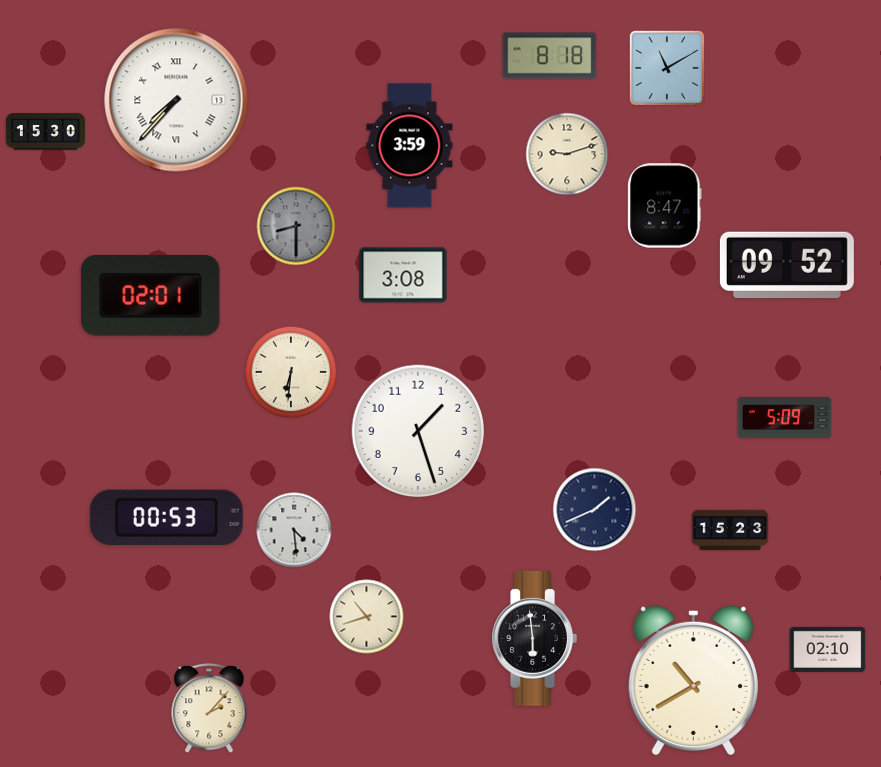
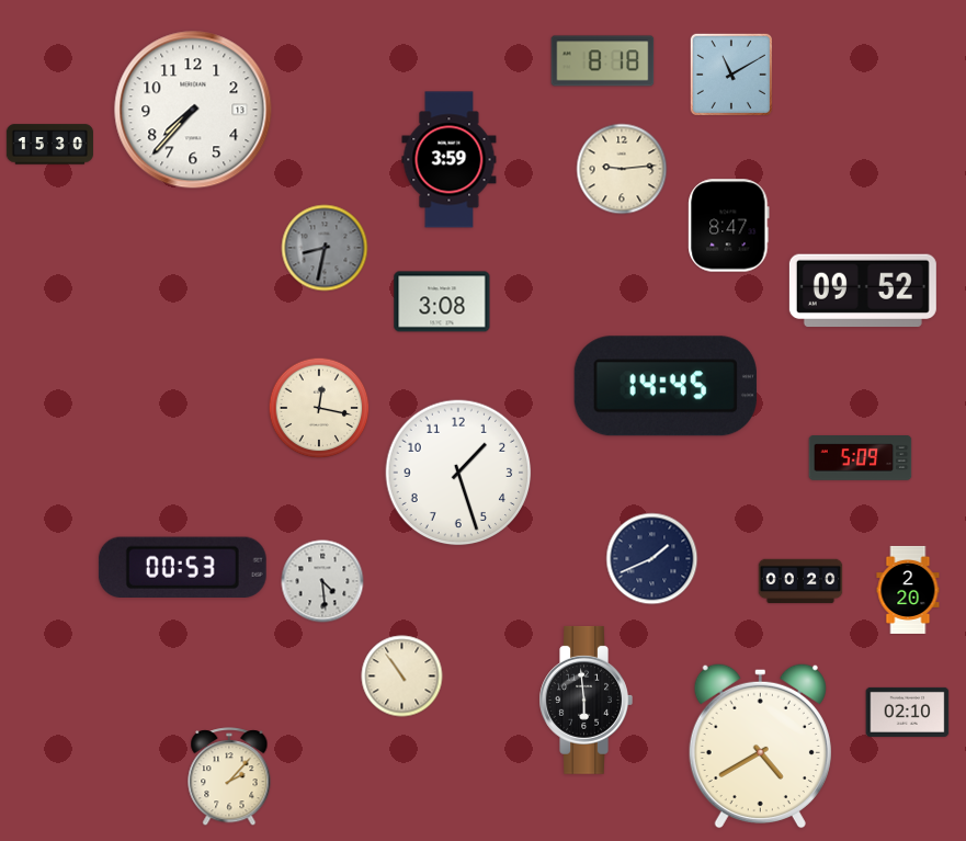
clock at (176, 100) numerals: Roman -> Arabic
clock at (567, 154): 9:12 -> 9:14
clock at (296, 226): 8:30 -> 8:32
clock at (151, 295): 02:01 -> none
clock at (666, 386): none -> 14:45
clock at (291, 372): 6:31 -> 12:17
clock at (730, 530): 15:23 -> 00:20
clock at (908, 590): none -> 2:20
clock at (367, 617): 10:42 -> 10:54
clock at (693, 680): 10:40 -> 4:40
